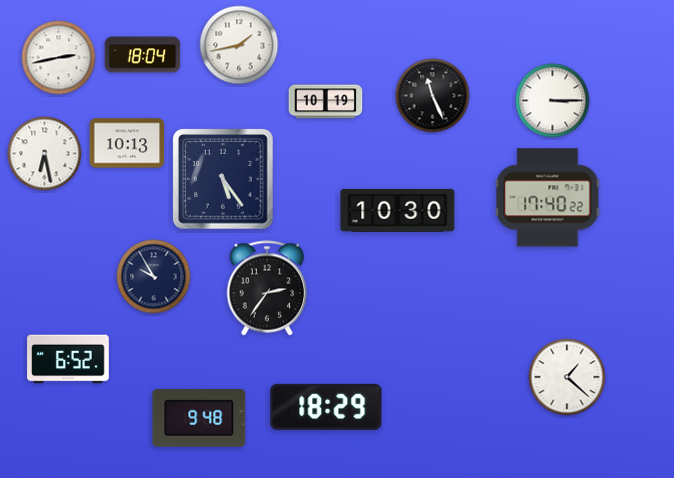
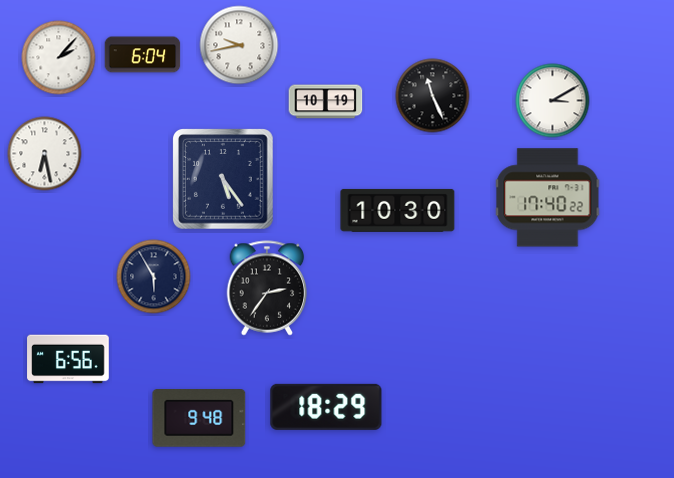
clock at (239, 45): 1:43 -> 9:43
clock at (143, 55): 18:04 -> 6:04
clock at (59, 58): 2:43 -> 2:07
clock at (553, 101): 3:15 -> 3:10
clock at (127, 143): 10:13 -> none
clock at (154, 277): 9:55 -> 5:55
clock at (68, 359): 6:52 -> 6:56
clock at (567, 377): 1:22 -> none
